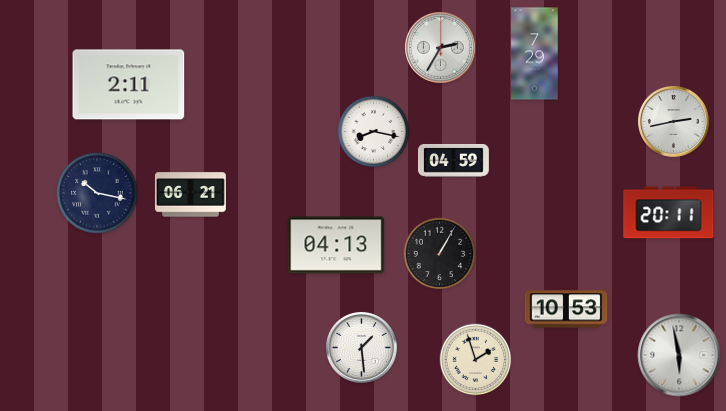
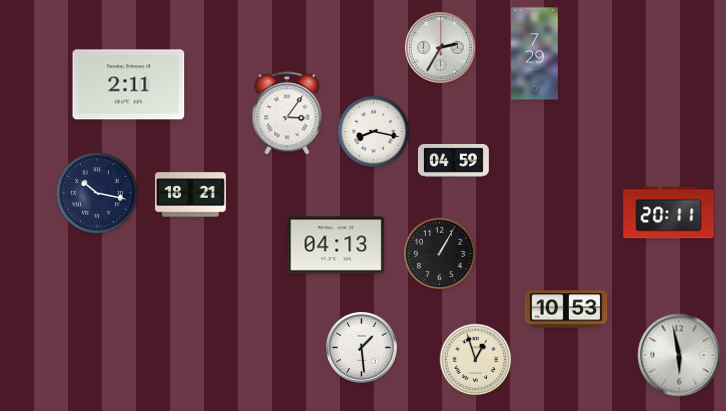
clock at (287, 113): none -> 3:06
clock at (673, 121): 2:43 -> none
clock at (190, 195): 06:21 -> 18:21
clock at (476, 360): 1:57 -> 12:57
